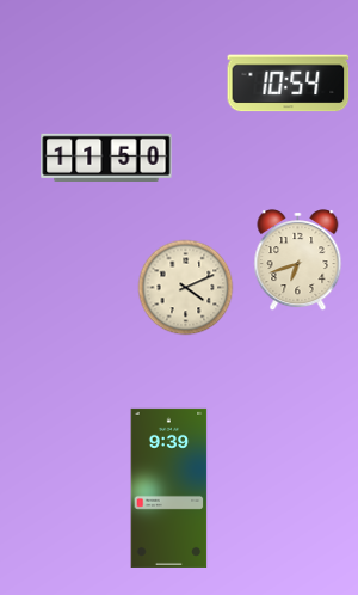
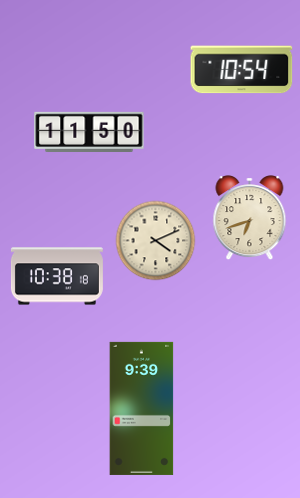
clock at (57, 276): none -> 10:38
